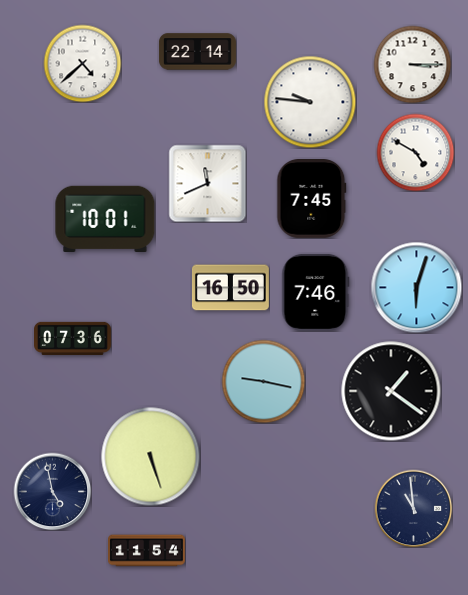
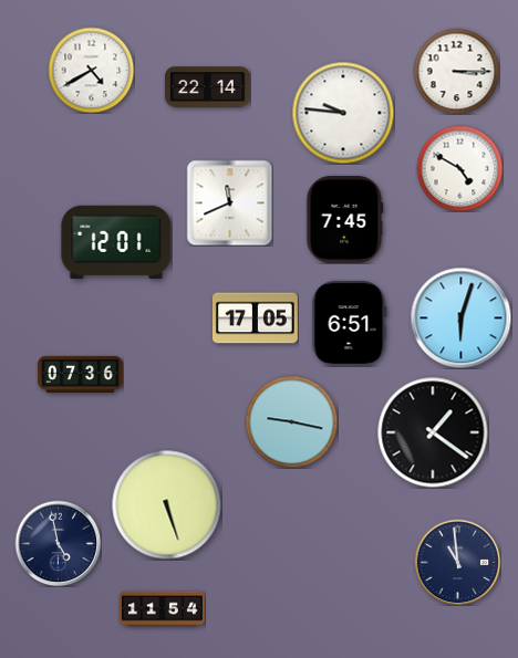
clock at (198, 52) position: (198, 52) -> (208, 87)
clock at (82, 63): 4:38 -> 4:40
clock at (105, 218): 10:01 -> 12:01
clock at (230, 288): 16:50 -> 17:05
clock at (316, 292): 7:46 -> 6:51
